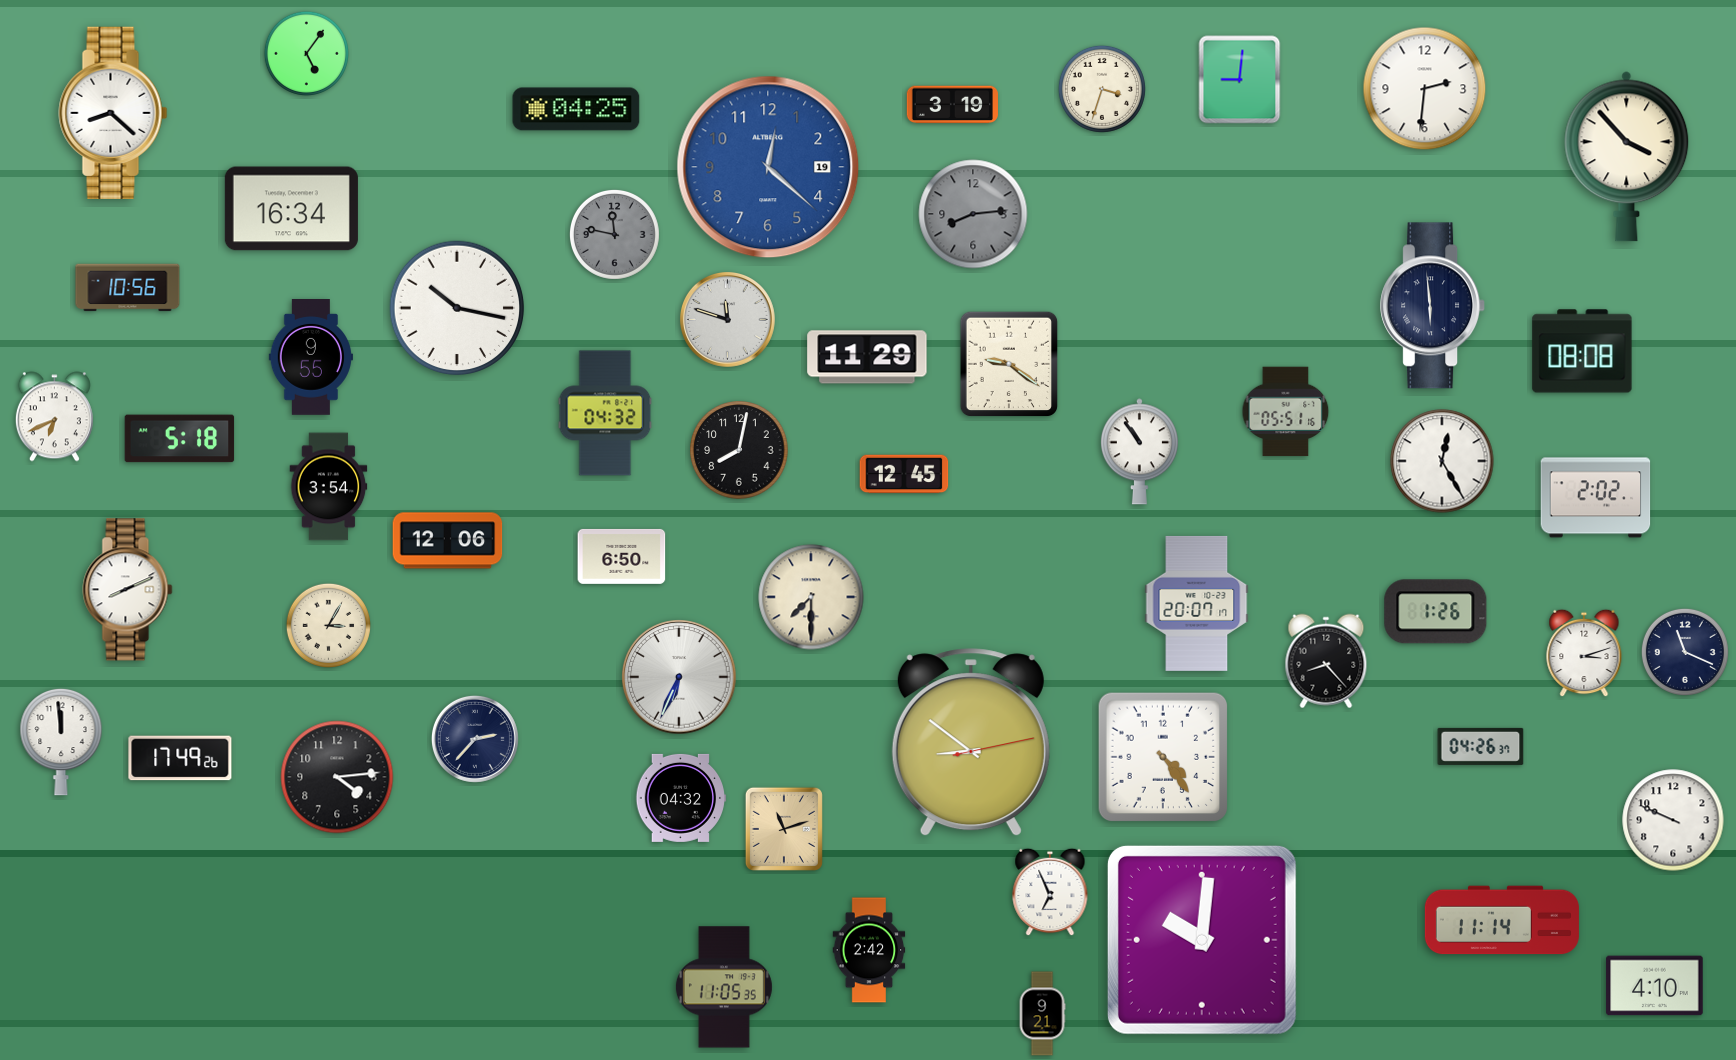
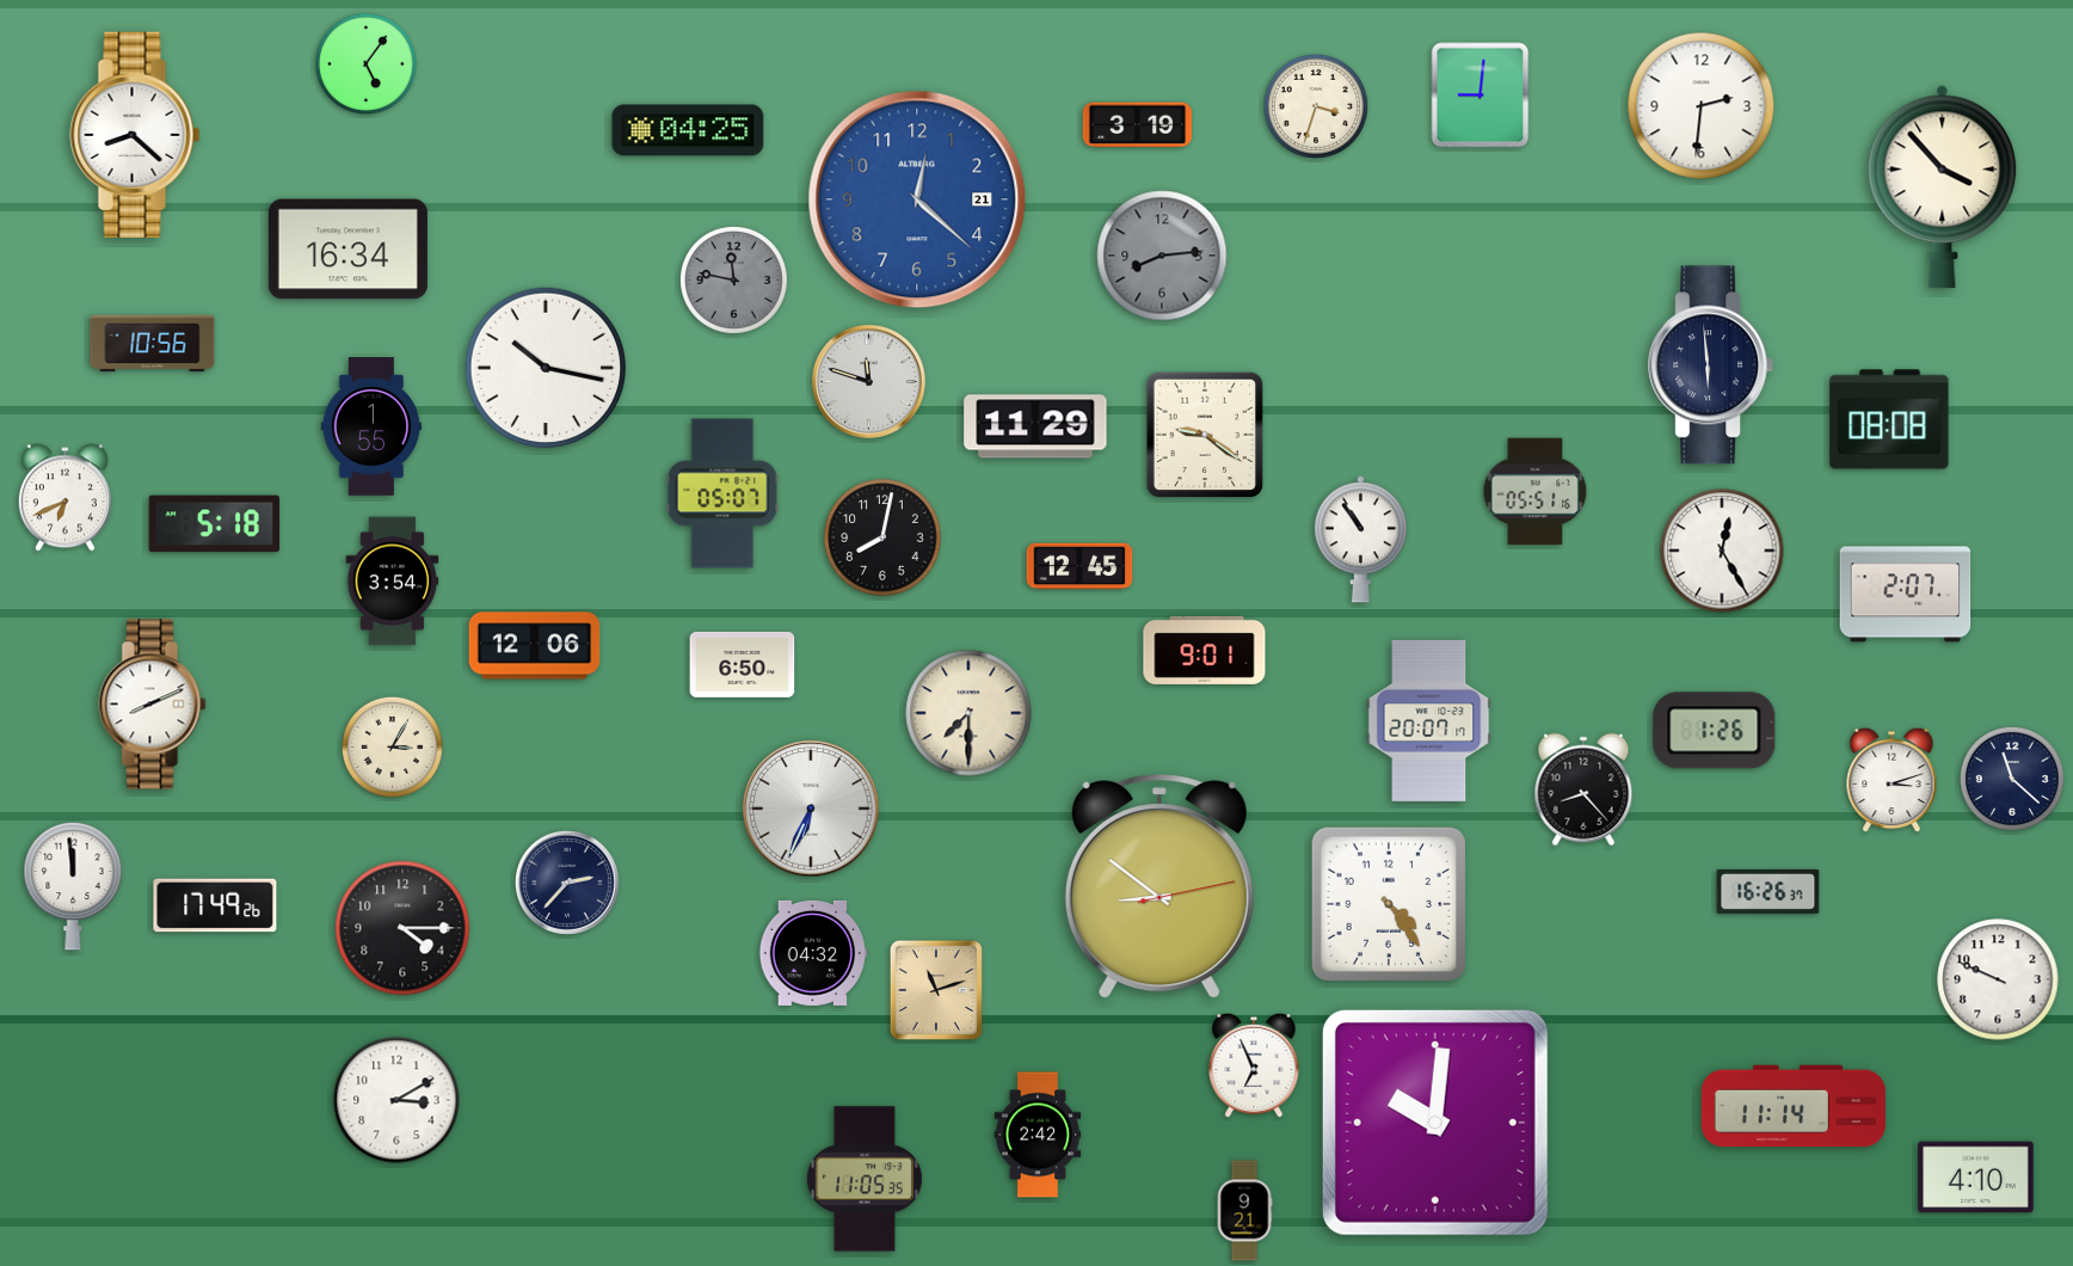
clock at (768, 167) date: 19 -> 21
clock at (311, 358): 9:55 -> 1:55
clock at (605, 413): 04:32 -> 05:07
clock at (1596, 498): 2:02 -> 2:07
clock at (1205, 650): none -> 9:01
clock at (1685, 652): 11:19 -> 11:22
clock at (1481, 746): 04:26 -> 16:26
clock at (337, 777): 4:14 -> 4:15
clock at (1502, 920) position: (1502, 920) -> (1794, 1106)
clock at (396, 1100): none -> 3:10
